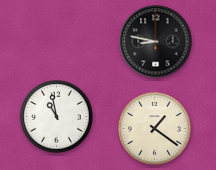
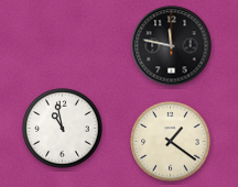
clock at (156, 42): 8:47 -> 11:47
